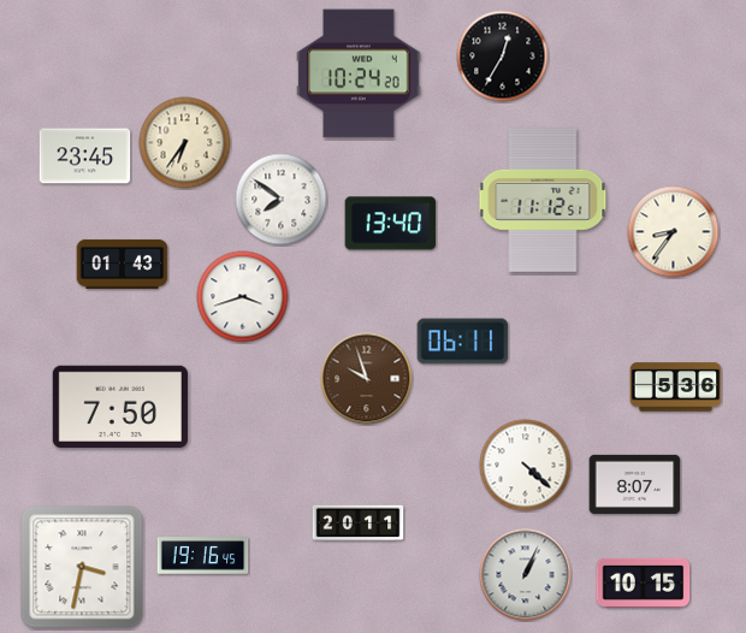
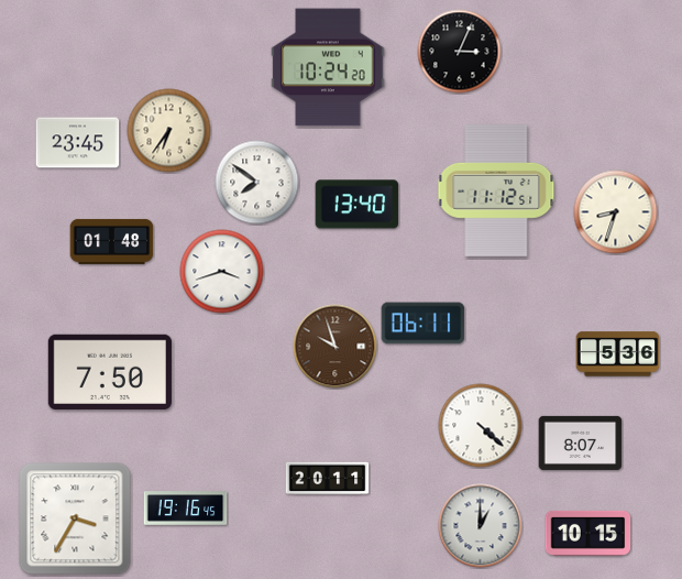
clock at (503, 57): 12:35 -> 3:04
clock at (543, 200) position: (543, 200) -> (496, 190)
clock at (674, 232): 8:36 -> 8:33
clock at (123, 264): 01:43 -> 01:48
clock at (463, 342) position: (463, 342) -> (424, 324)
clock at (82, 567): 3:32 -> 3:35
clock at (526, 575): 1:04 -> 1:00
